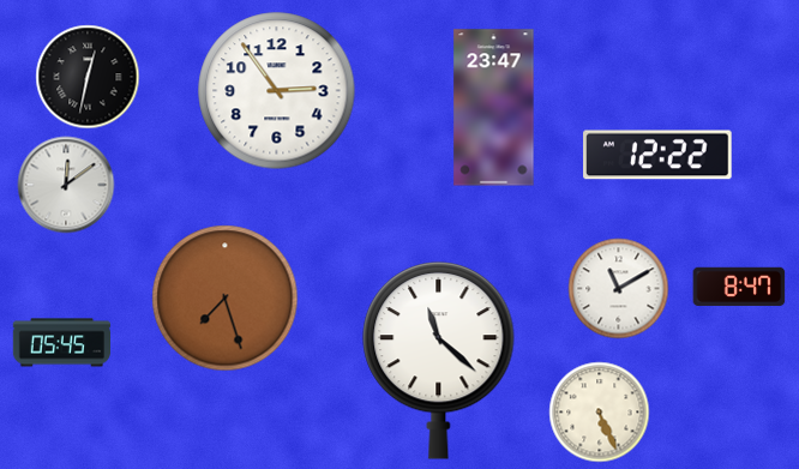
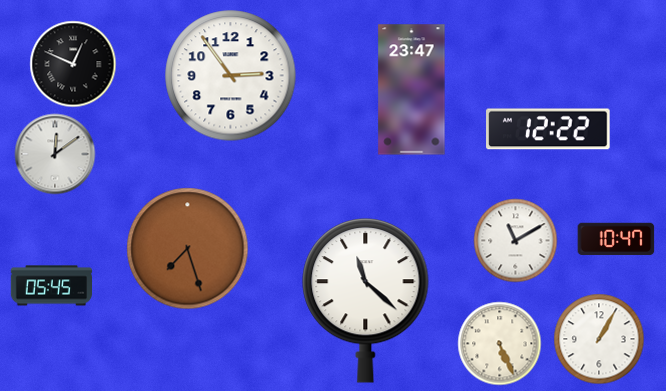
clock at (88, 77): 12:32 -> 12:49
clock at (739, 285): 8:47 -> 10:47
clock at (599, 339): none -> 1:05
